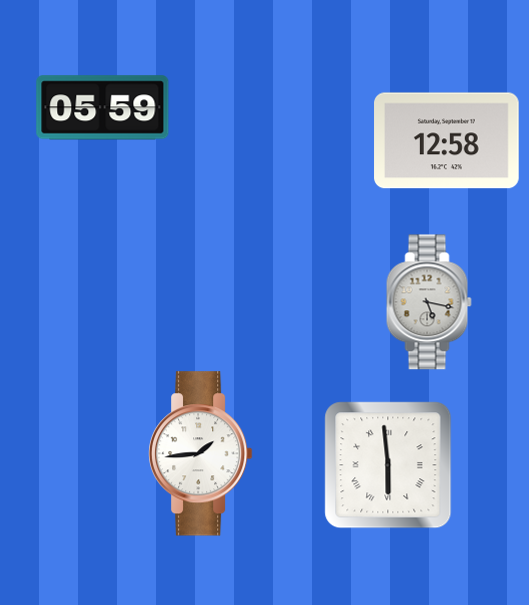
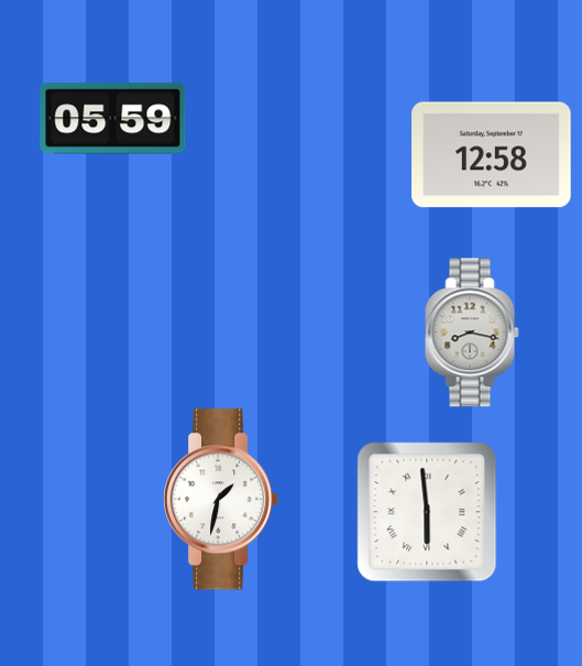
clock at (429, 302): 5:17 -> 8:17
clock at (201, 454): 1:44 -> 1:32
